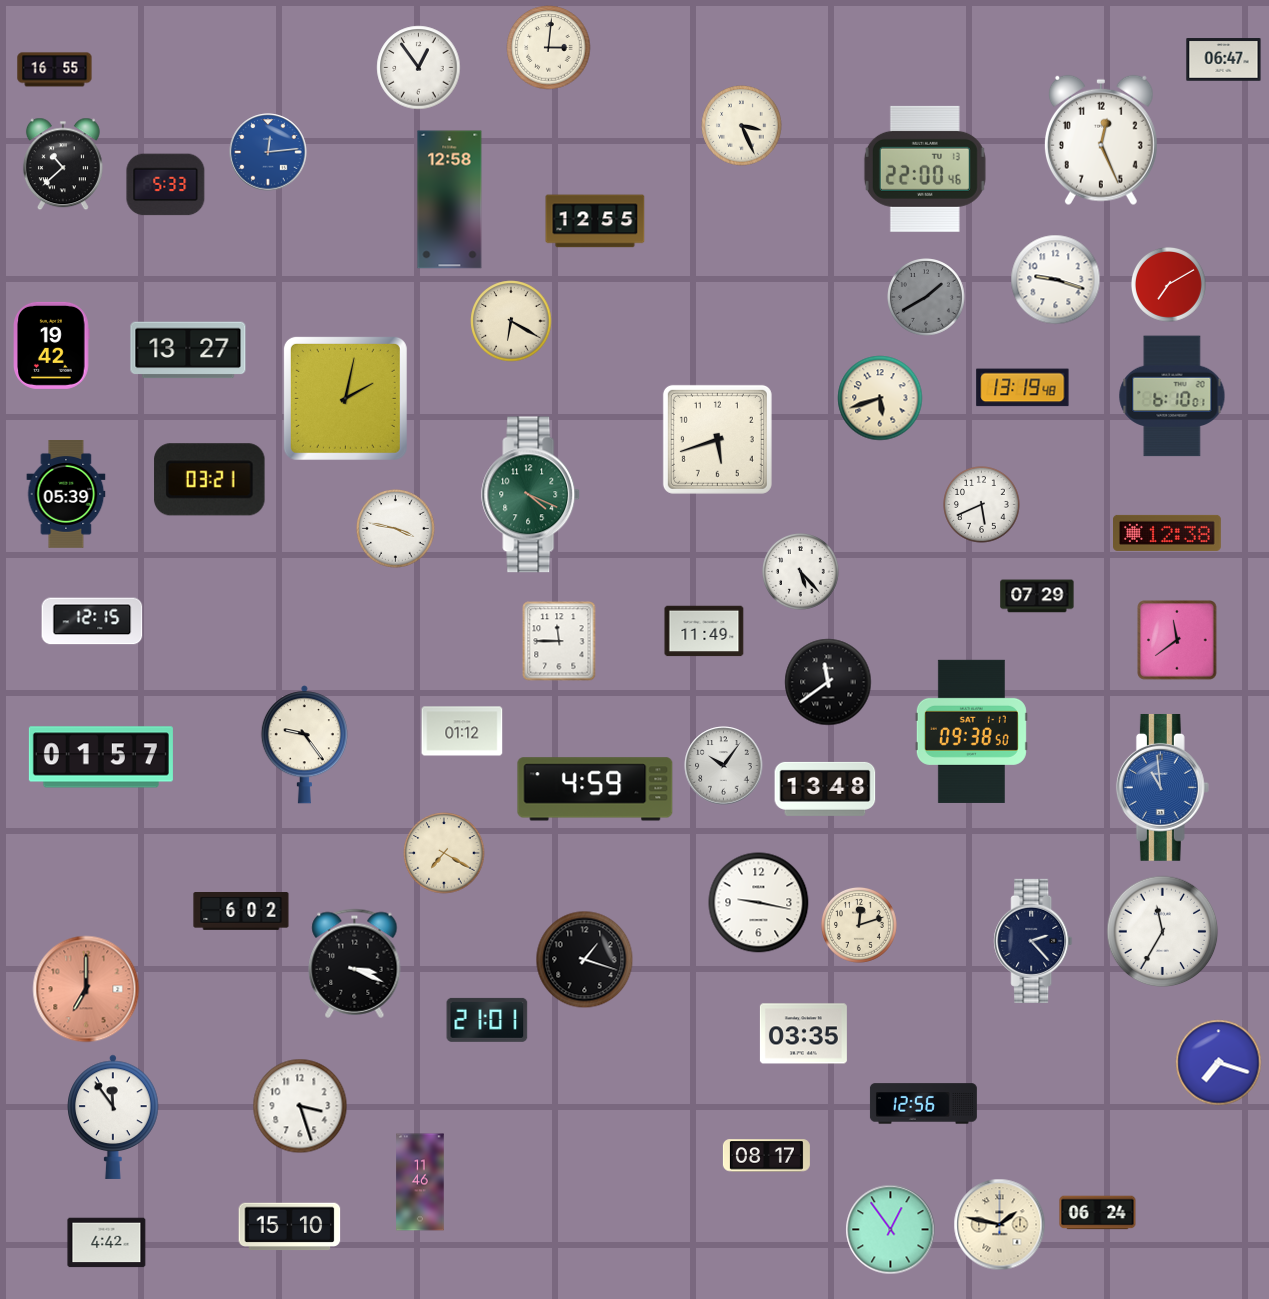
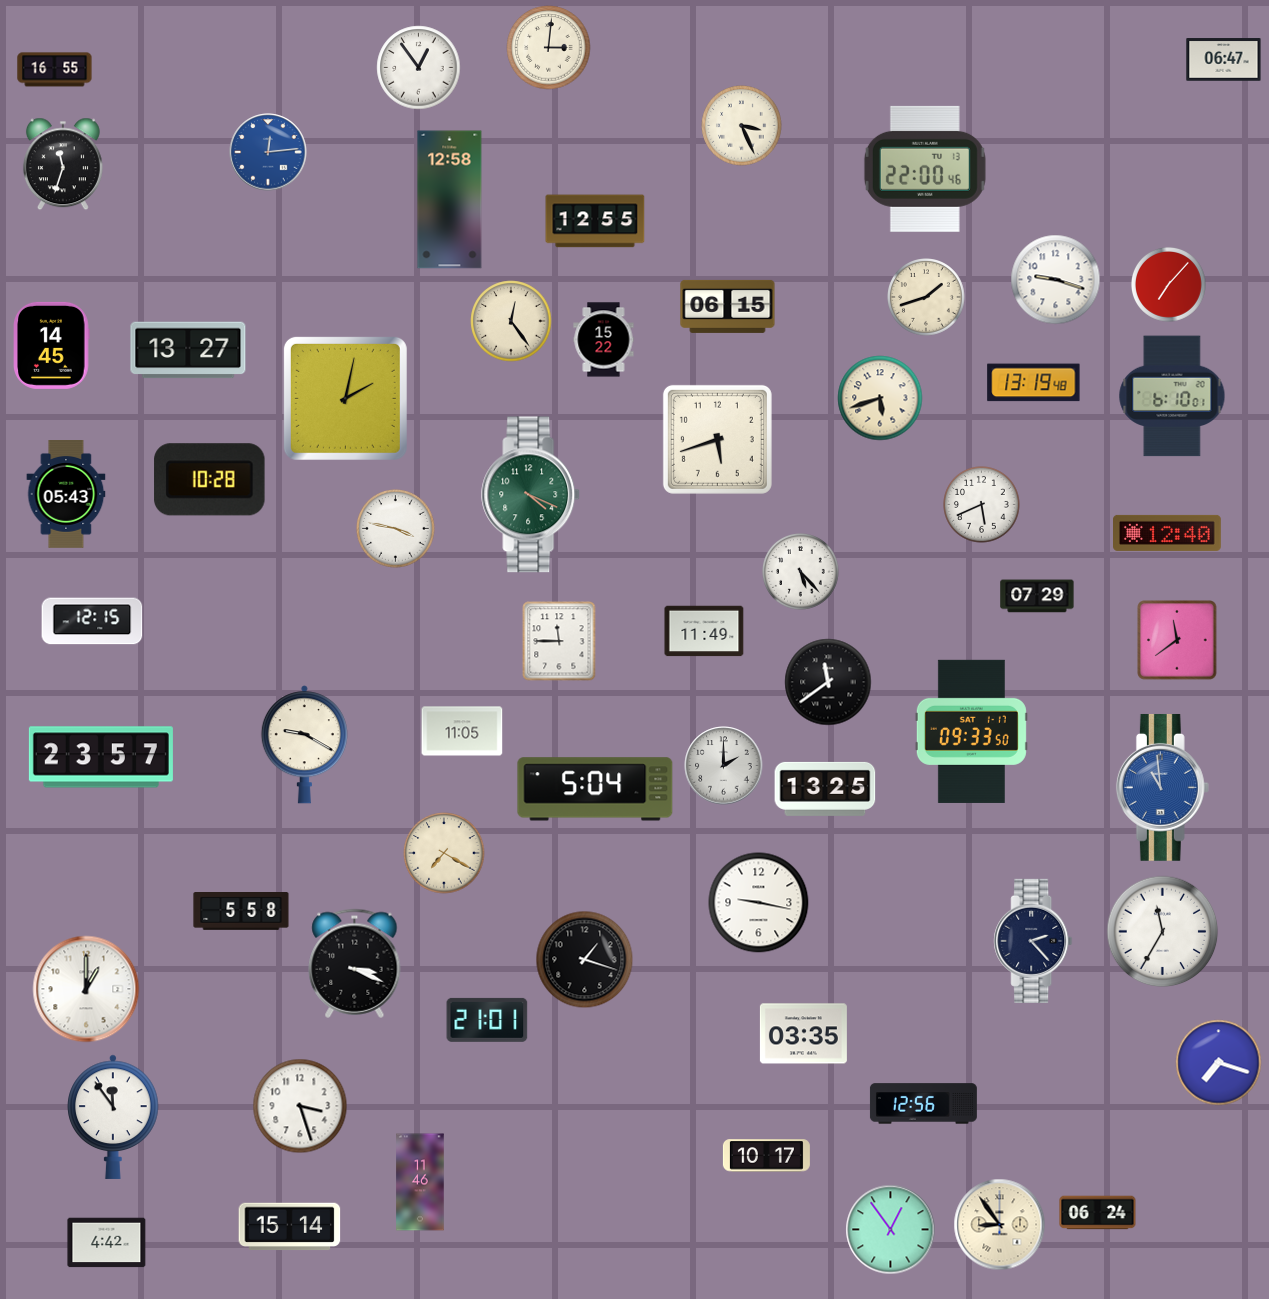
clock at (1101, 140): 12:26 -> none
clock at (63, 164): 10:38 -> 11:33
clock at (166, 185): 5:33 -> none
clock at (1168, 284): 7:10 -> 7:07
clock at (926, 297): 1:40 -> 1:42
clock at (926, 297) dial: grey -> cream
clock at (728, 306): none -> 06:15
clock at (511, 321): 6:20 -> 12:24
clock at (604, 340): none -> 15:22
clock at (52, 345): 19:42 -> 14:45
clock at (1023, 388) position: (1023, 388) -> (1034, 383)
clock at (210, 480): 03:21 -> 10:28
clock at (66, 495): 05:39 -> 05:43
clock at (1168, 533): 12:38 -> 12:40
clock at (462, 731): 01:12 -> 11:05
clock at (971, 731): 09:38 -> 09:33
clock at (304, 745): 9:24 -> 9:20
clock at (101, 757): 01:57 -> 23:57
clock at (724, 766): 10:06 -> 2:00
clock at (595, 789): 4:59 -> 5:04
clock at (825, 789): 13:48 -> 13:25
clock at (241, 912): 6:02 -> 5:58
clock at (859, 925): 12:12 -> none
clock at (86, 989): 7:00 -> 1:00
clock at (86, 989) dial: salmon -> white
clock at (766, 1156): 08:17 -> 10:17
clock at (1000, 1225): 1:47 -> 8:54
clock at (290, 1227): 15:10 -> 15:14
